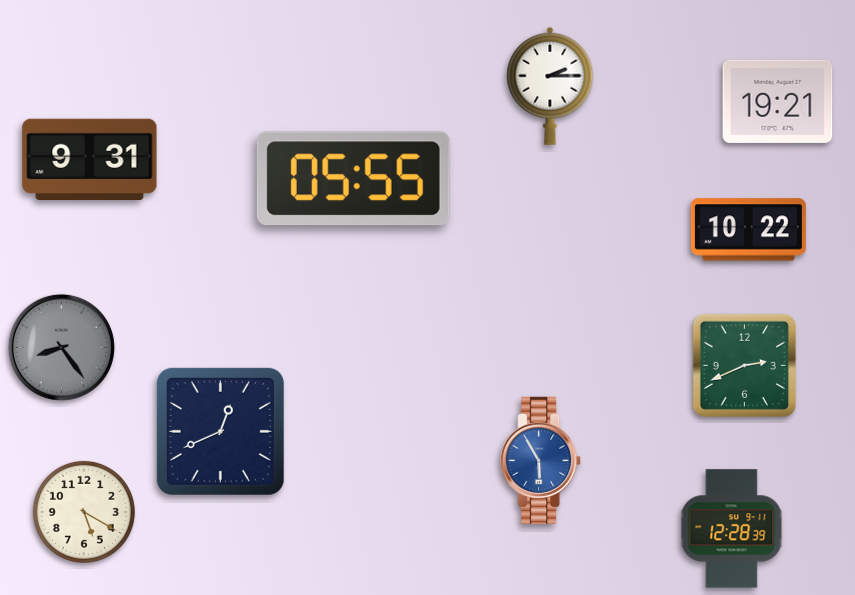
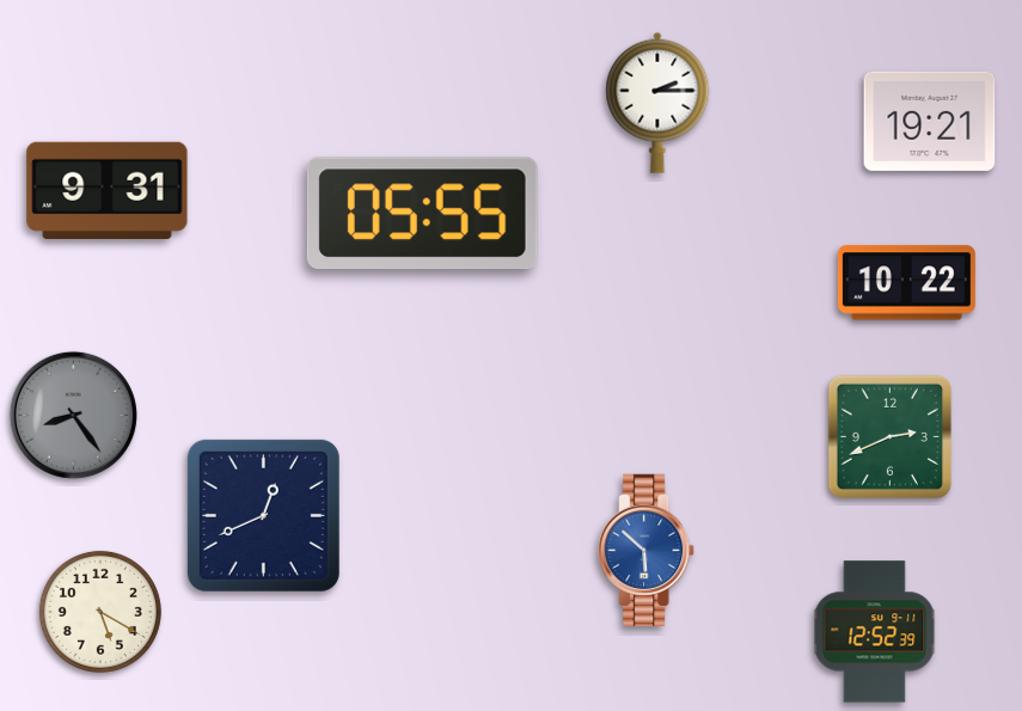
clock at (748, 230) position: (748, 230) -> (906, 283)
clock at (541, 460): 5:55 -> 5:52
clock at (732, 529): 12:28 -> 12:52
